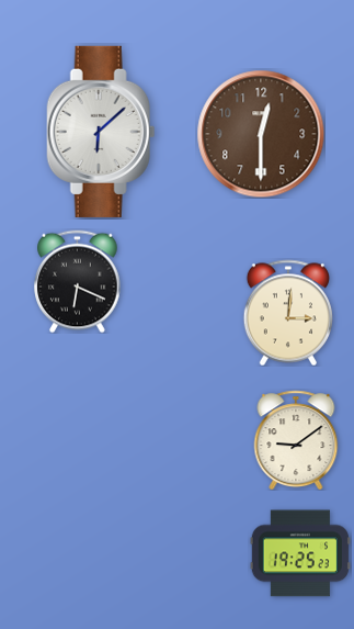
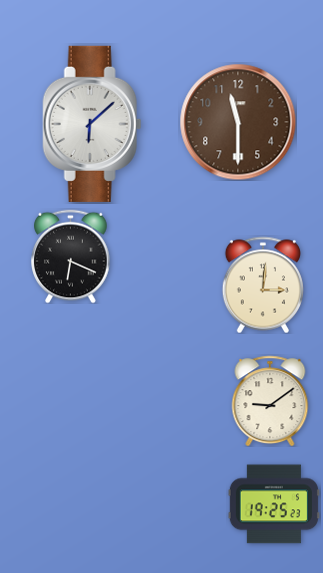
clock at (101, 132) position: (101, 132) -> (92, 124)
clock at (261, 134): 12:30 -> 11:30
